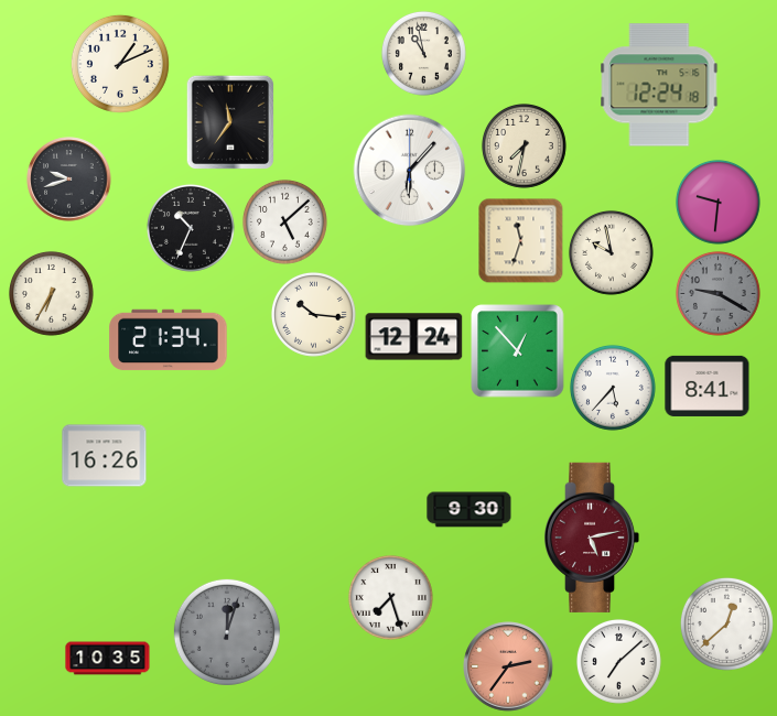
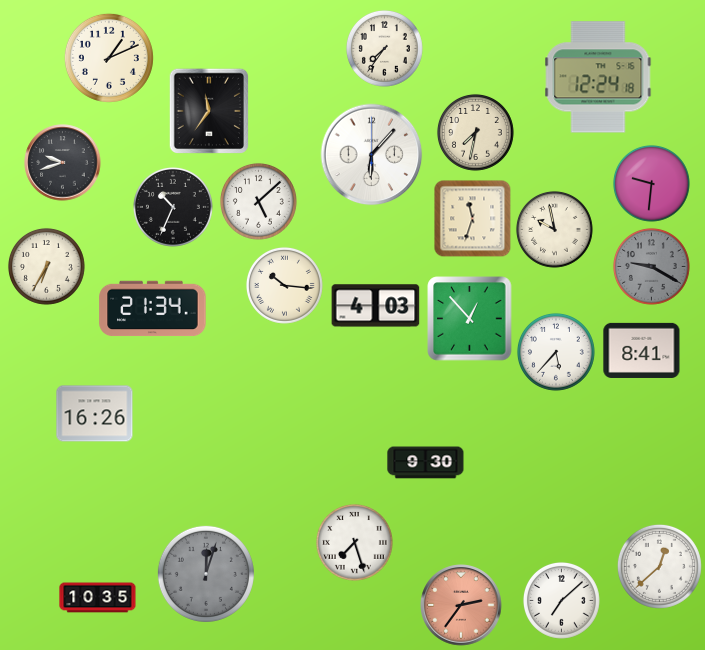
clock at (424, 54): 10:58 -> 7:36
clock at (414, 337): 12:24 -> 4:03
clock at (592, 538): 5:13 -> none
